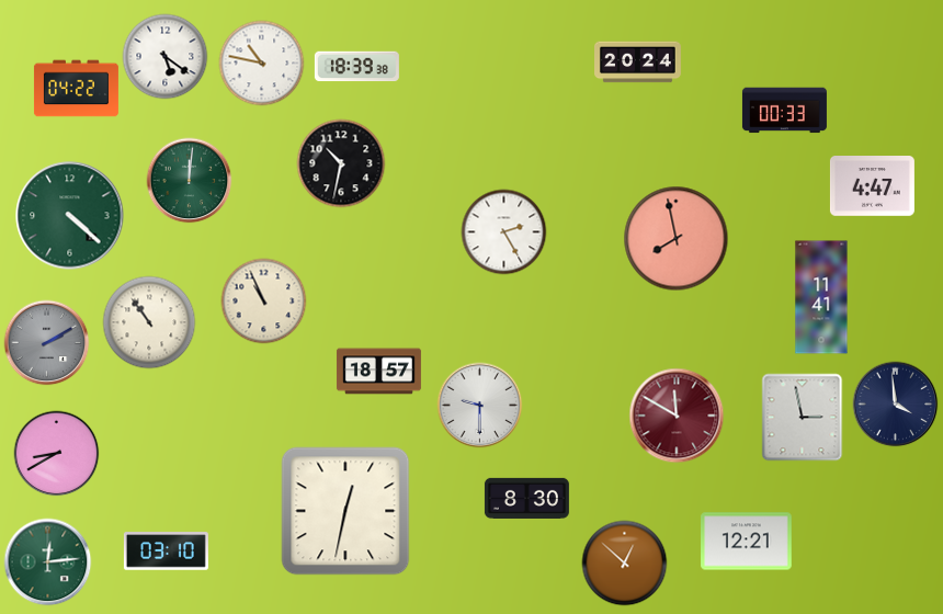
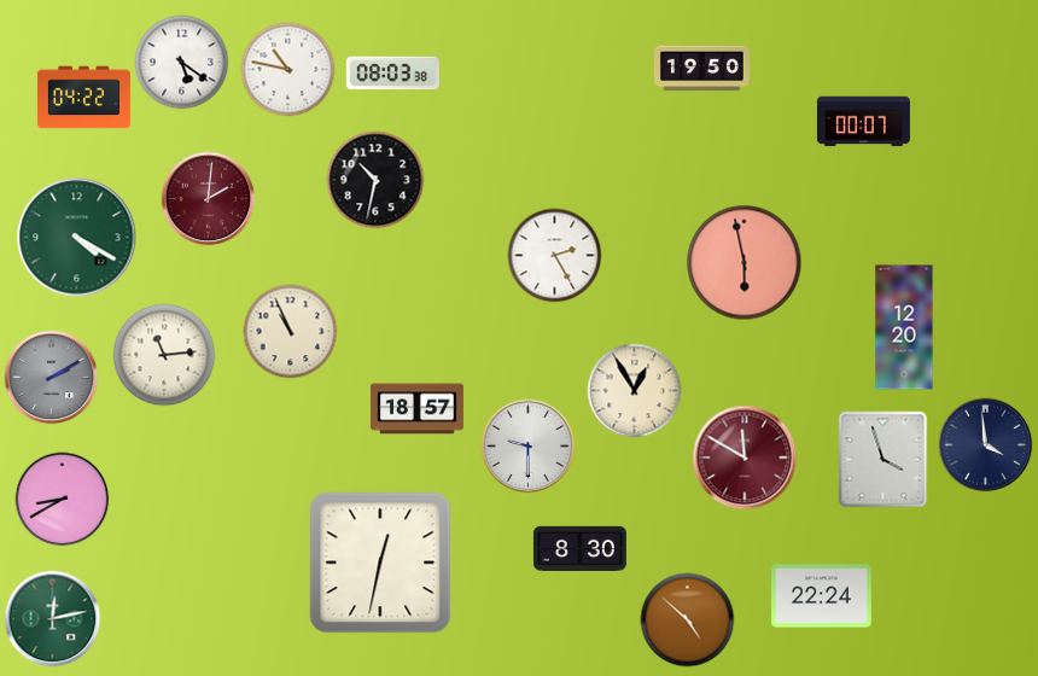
clock at (638, 62): 20:24 -> 19:50
clock at (356, 67): 18:39 -> 08:03
clock at (784, 111): 00:33 -> 00:07
clock at (189, 180): 12:01 -> 2:01
clock at (189, 180) dial: green -> burgundy
clock at (872, 186): 4:47 -> none
clock at (70, 216): 4:22 -> 4:20
clock at (675, 238): 7:58 -> 5:58
clock at (821, 297): 11:41 -> 12:20
clock at (149, 322): 10:54 -> 11:14
clock at (634, 390): none -> 12:55
clock at (803, 417): 2:58 -> 3:57
clock at (747, 542): 12:21 -> 22:24
clock at (166, 552): 03:10 -> none
clock at (47, 561): 12:14 -> 12:13
clock at (624, 562): 12:52 -> 4:52
